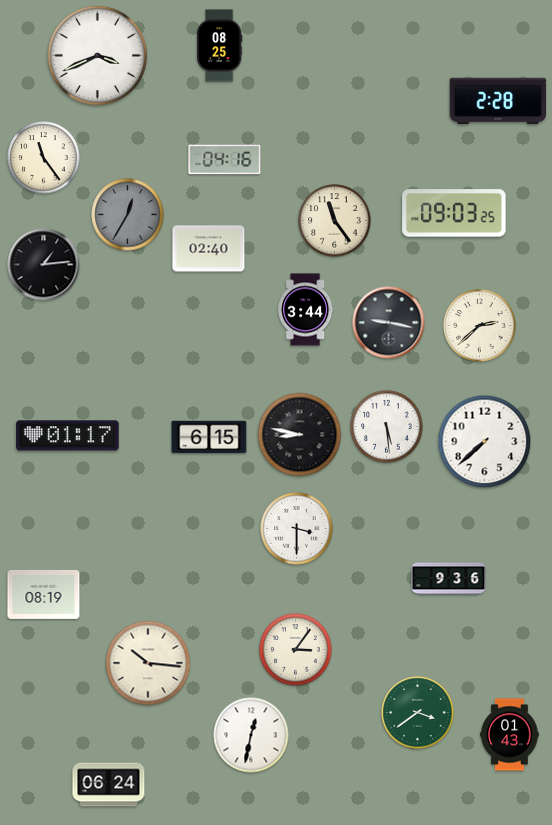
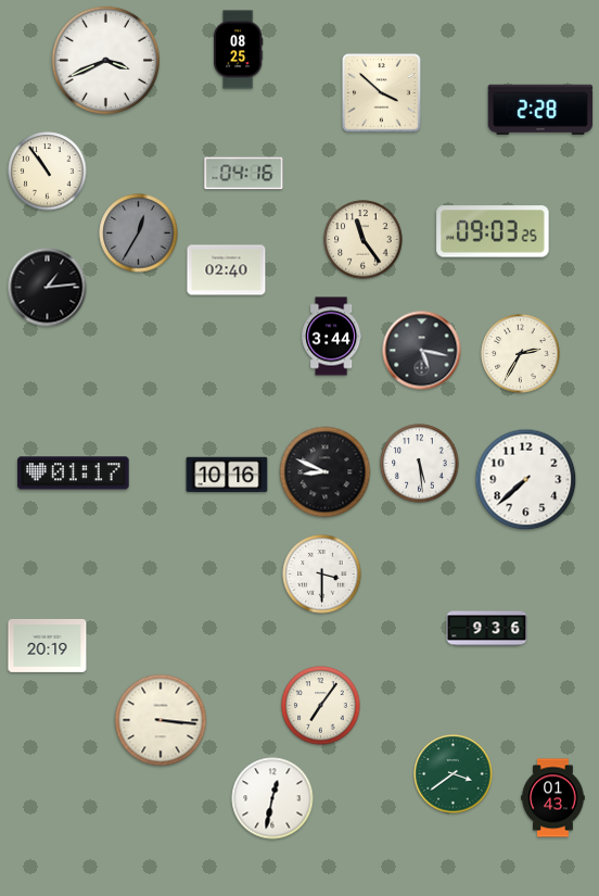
clock at (382, 93): none -> 3:52
clock at (44, 158): 11:24 -> 10:54
clock at (389, 323): 9:17 -> 5:17
clock at (480, 326): 2:38 -> 2:35
clock at (300, 435): 8:47 -> 8:49
clock at (209, 437): 6:15 -> 10:16
clock at (44, 594): 08:19 -> 20:19
clock at (296, 650): 3:06 -> 7:06
clock at (148, 663): 10:16 -> 3:16
clock at (109, 785): 06:24 -> none
